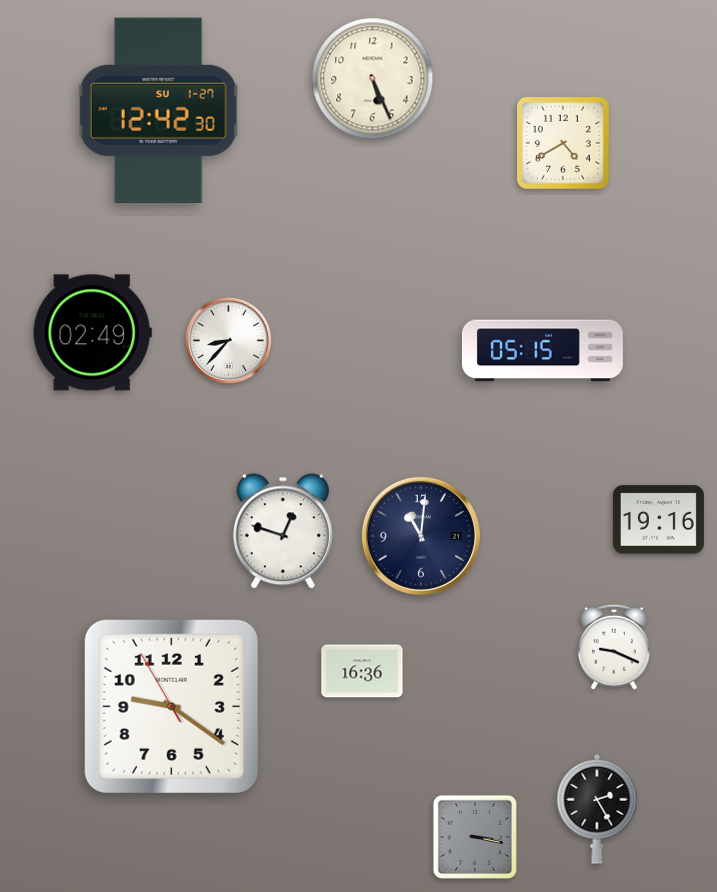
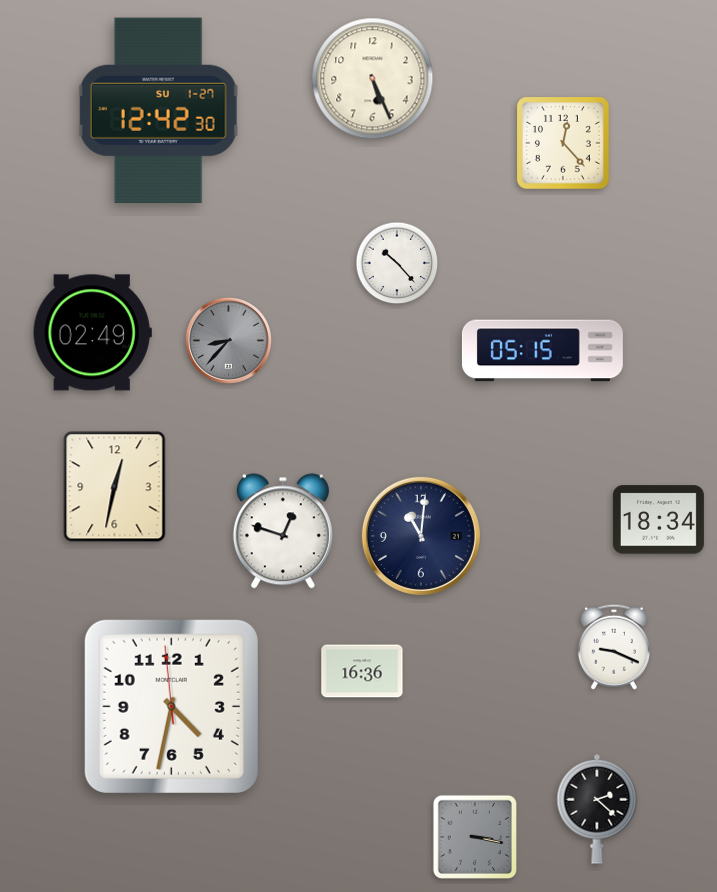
clock at (563, 143): 4:40 -> 12:23
clock at (397, 263): none -> 10:23
clock at (228, 340) dial: white -> grey
clock at (115, 487): none -> 12:32
clock at (658, 520): 19:16 -> 18:34
clock at (171, 706): 9:20 -> 4:31
clock at (597, 809): 2:25 -> 2:22
